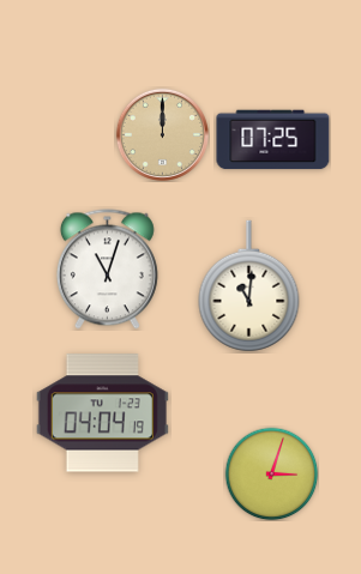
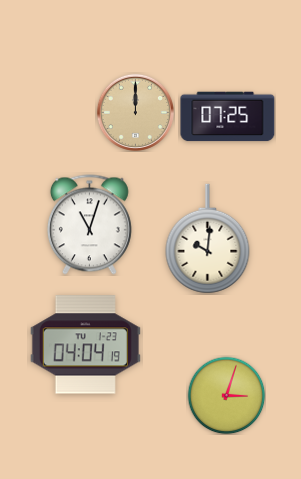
clock at (249, 286): 11:01 -> 10:01
